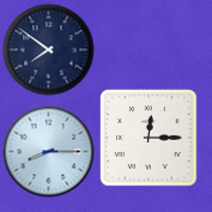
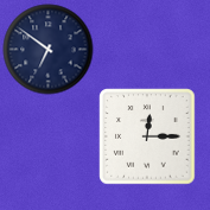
clock at (49, 50): 7:51 -> 6:51
clock at (49, 152): 8:15 -> none
